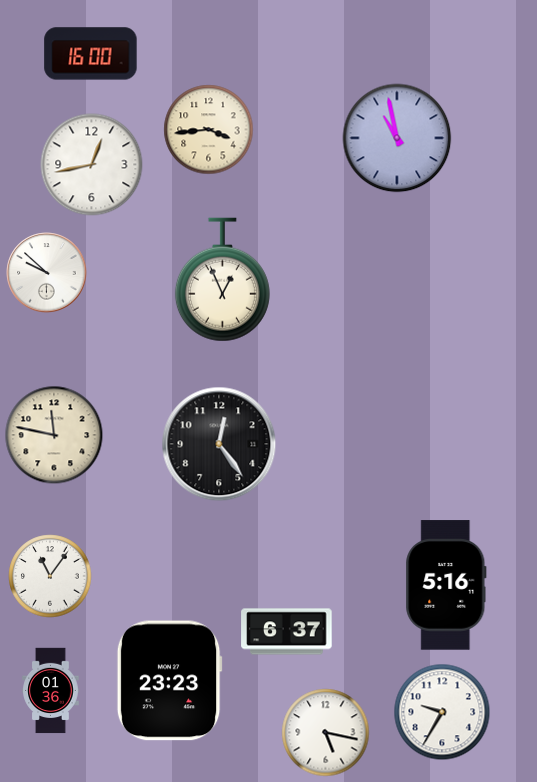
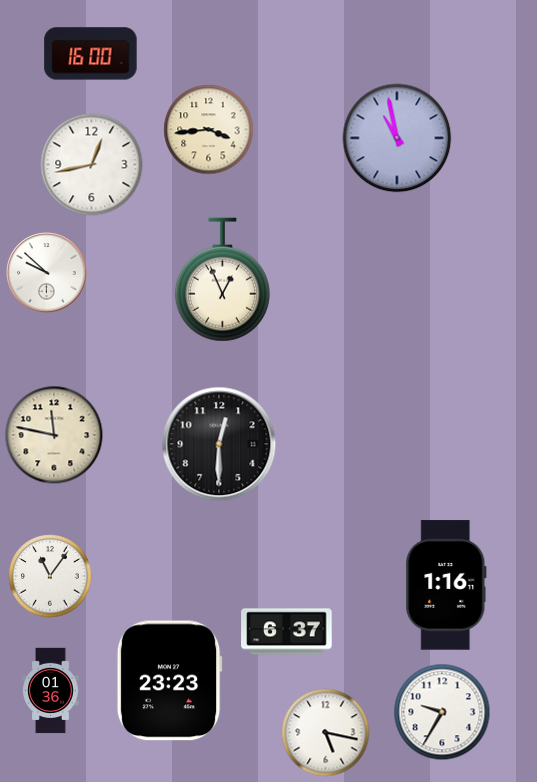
clock at (219, 444): 12:24 -> 12:30
clock at (446, 585): 5:16 -> 1:16
